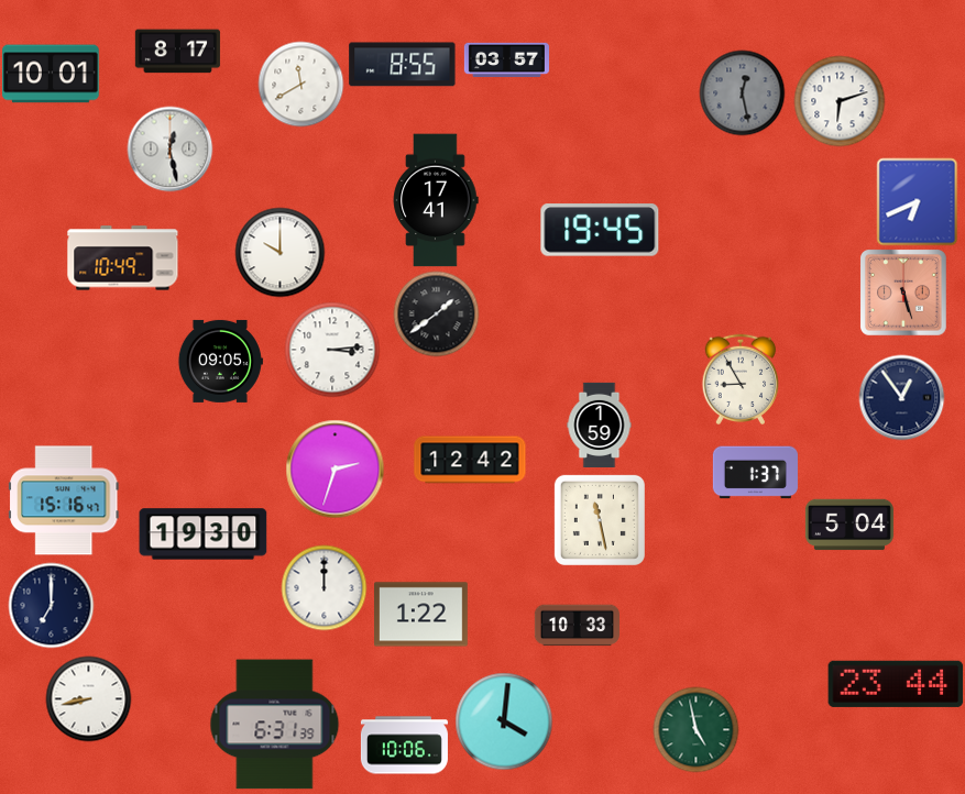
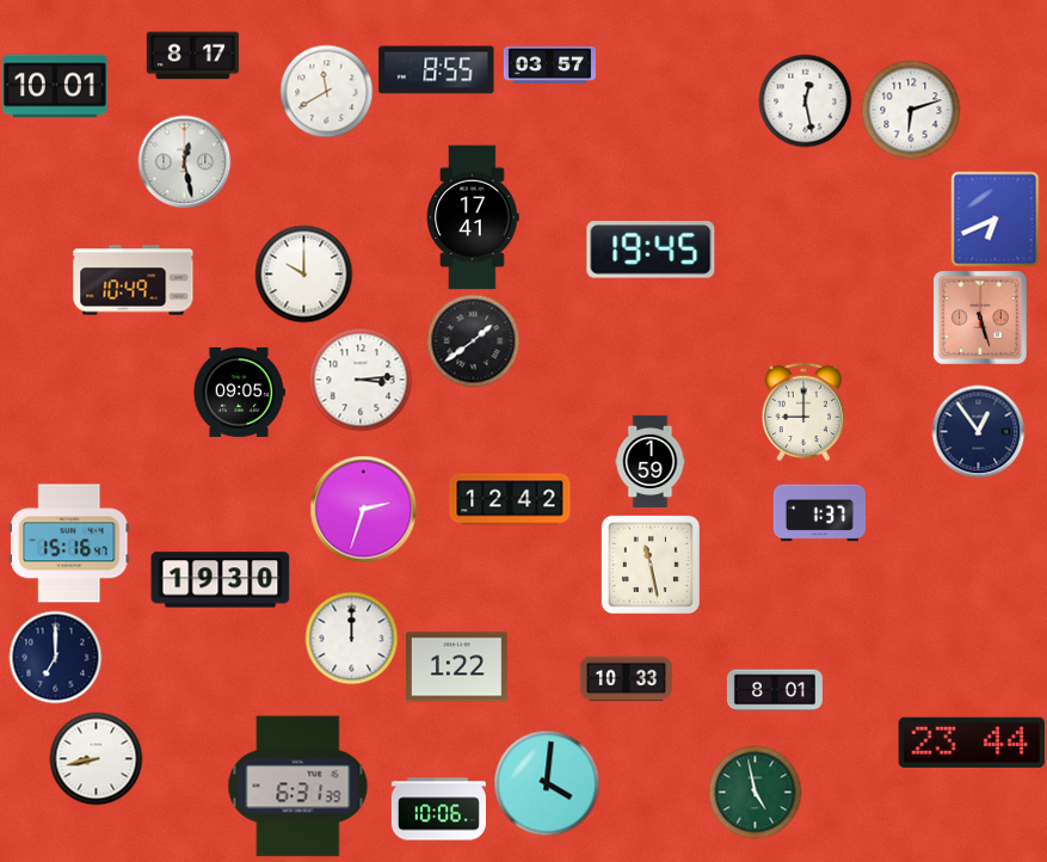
clock at (51, 74) position: (51, 74) -> (55, 86)
clock at (742, 92) dial: grey -> white
clock at (741, 378): 8:55 -> 9:00
clock at (849, 525): 5:04 -> none
clock at (775, 690): none -> 8:01
